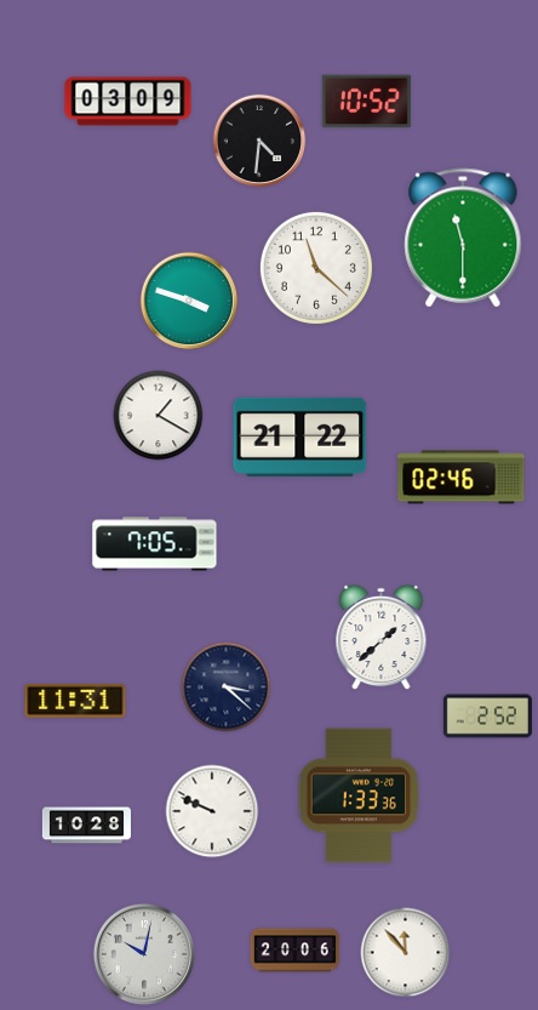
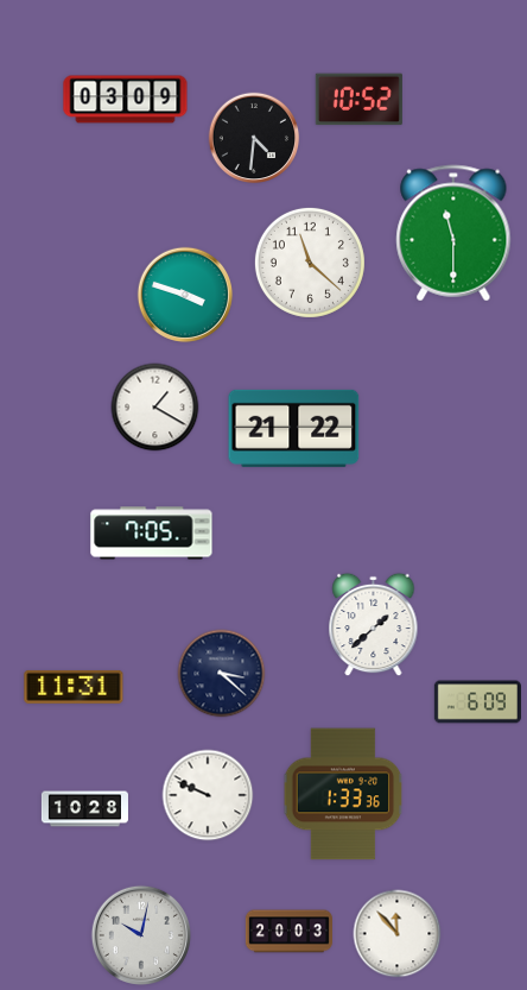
clock at (462, 478): 02:46 -> none
clock at (487, 717): 2:52 -> 6:09
clock at (359, 795) position: (359, 795) -> (343, 794)
clock at (294, 951): 20:06 -> 20:03
